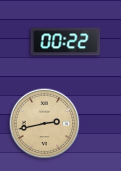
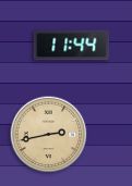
clock at (66, 42): 00:22 -> 11:44
